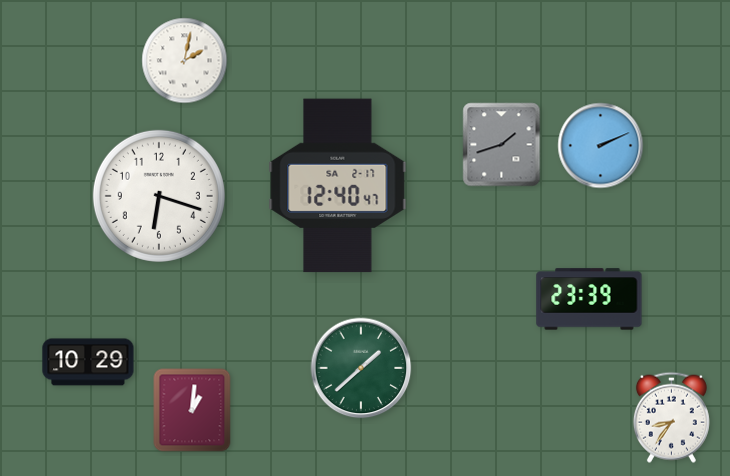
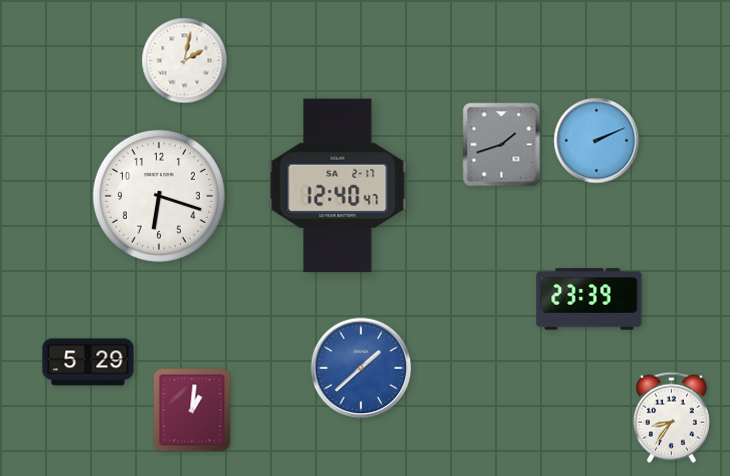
clock at (601, 146) position: (601, 146) -> (597, 141)
clock at (88, 362): 10:29 -> 5:29
clock at (361, 368) dial: green -> blue
